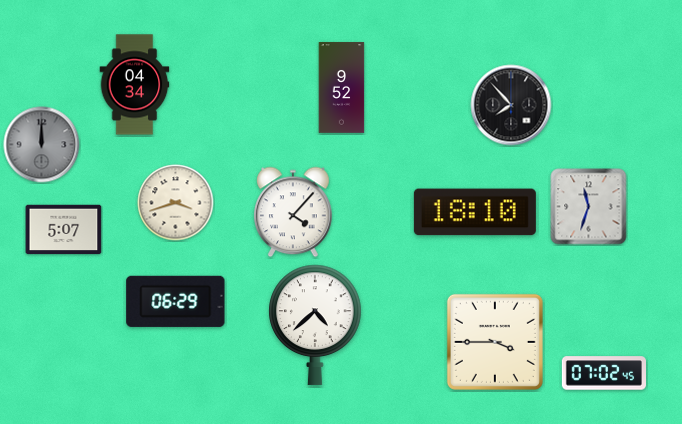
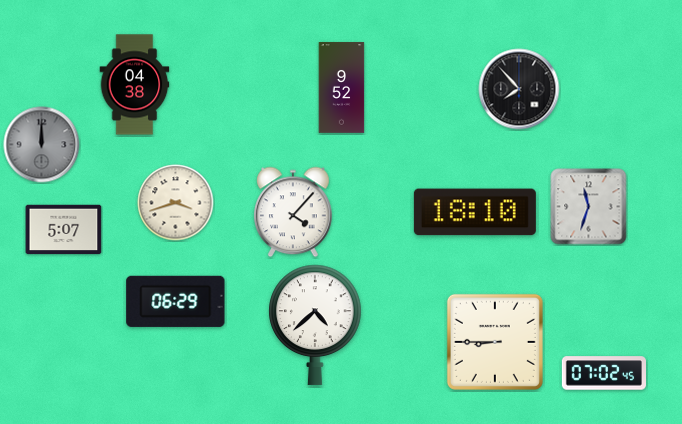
clock at (135, 85): 04:34 -> 04:38
clock at (511, 105) position: (511, 105) -> (519, 89)
clock at (495, 342): 3:45 -> 8:45
